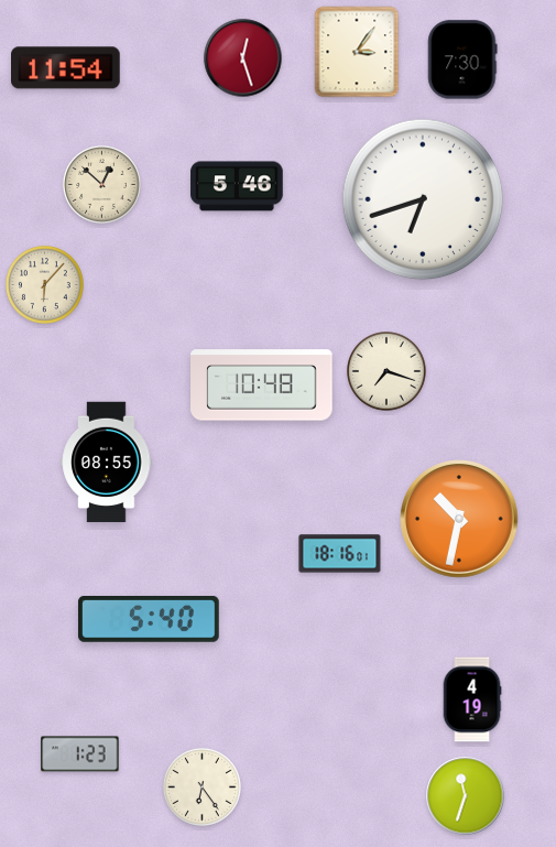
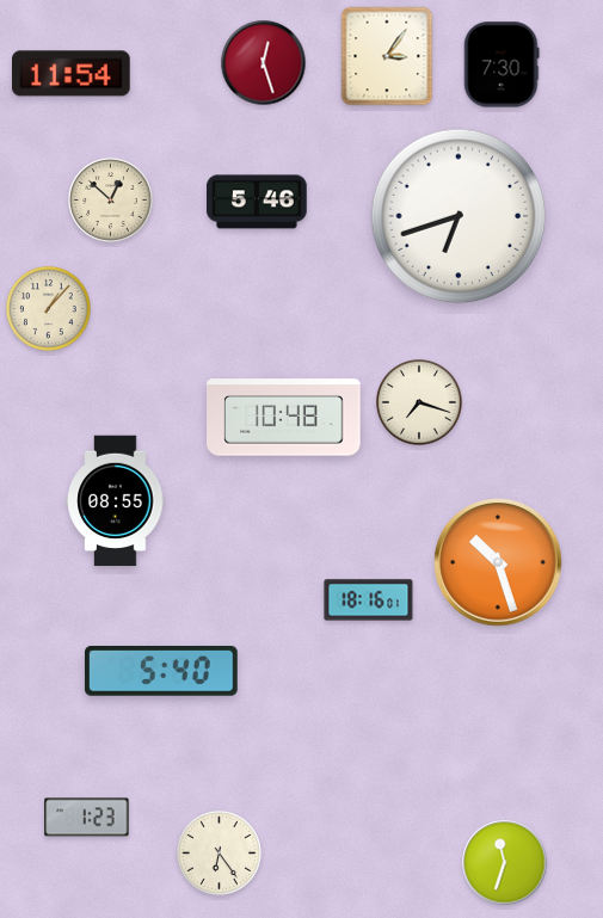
clock at (44, 284): 6:07 -> 1:07
clock at (459, 519): 10:32 -> 10:27
clock at (472, 699): 4:19 -> none
